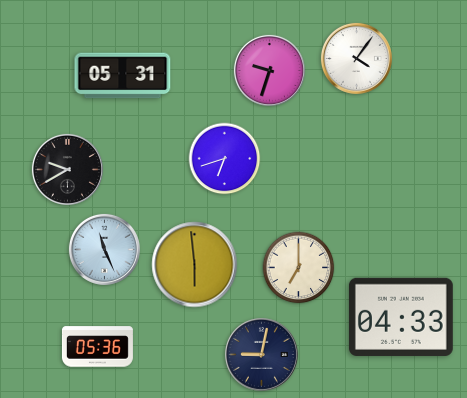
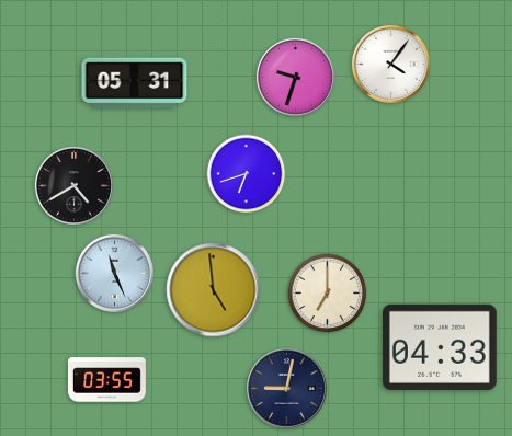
clock at (67, 169): 9:40 -> 4:40
clock at (195, 265): 5:59 -> 4:59
clock at (97, 347): 05:36 -> 03:55
